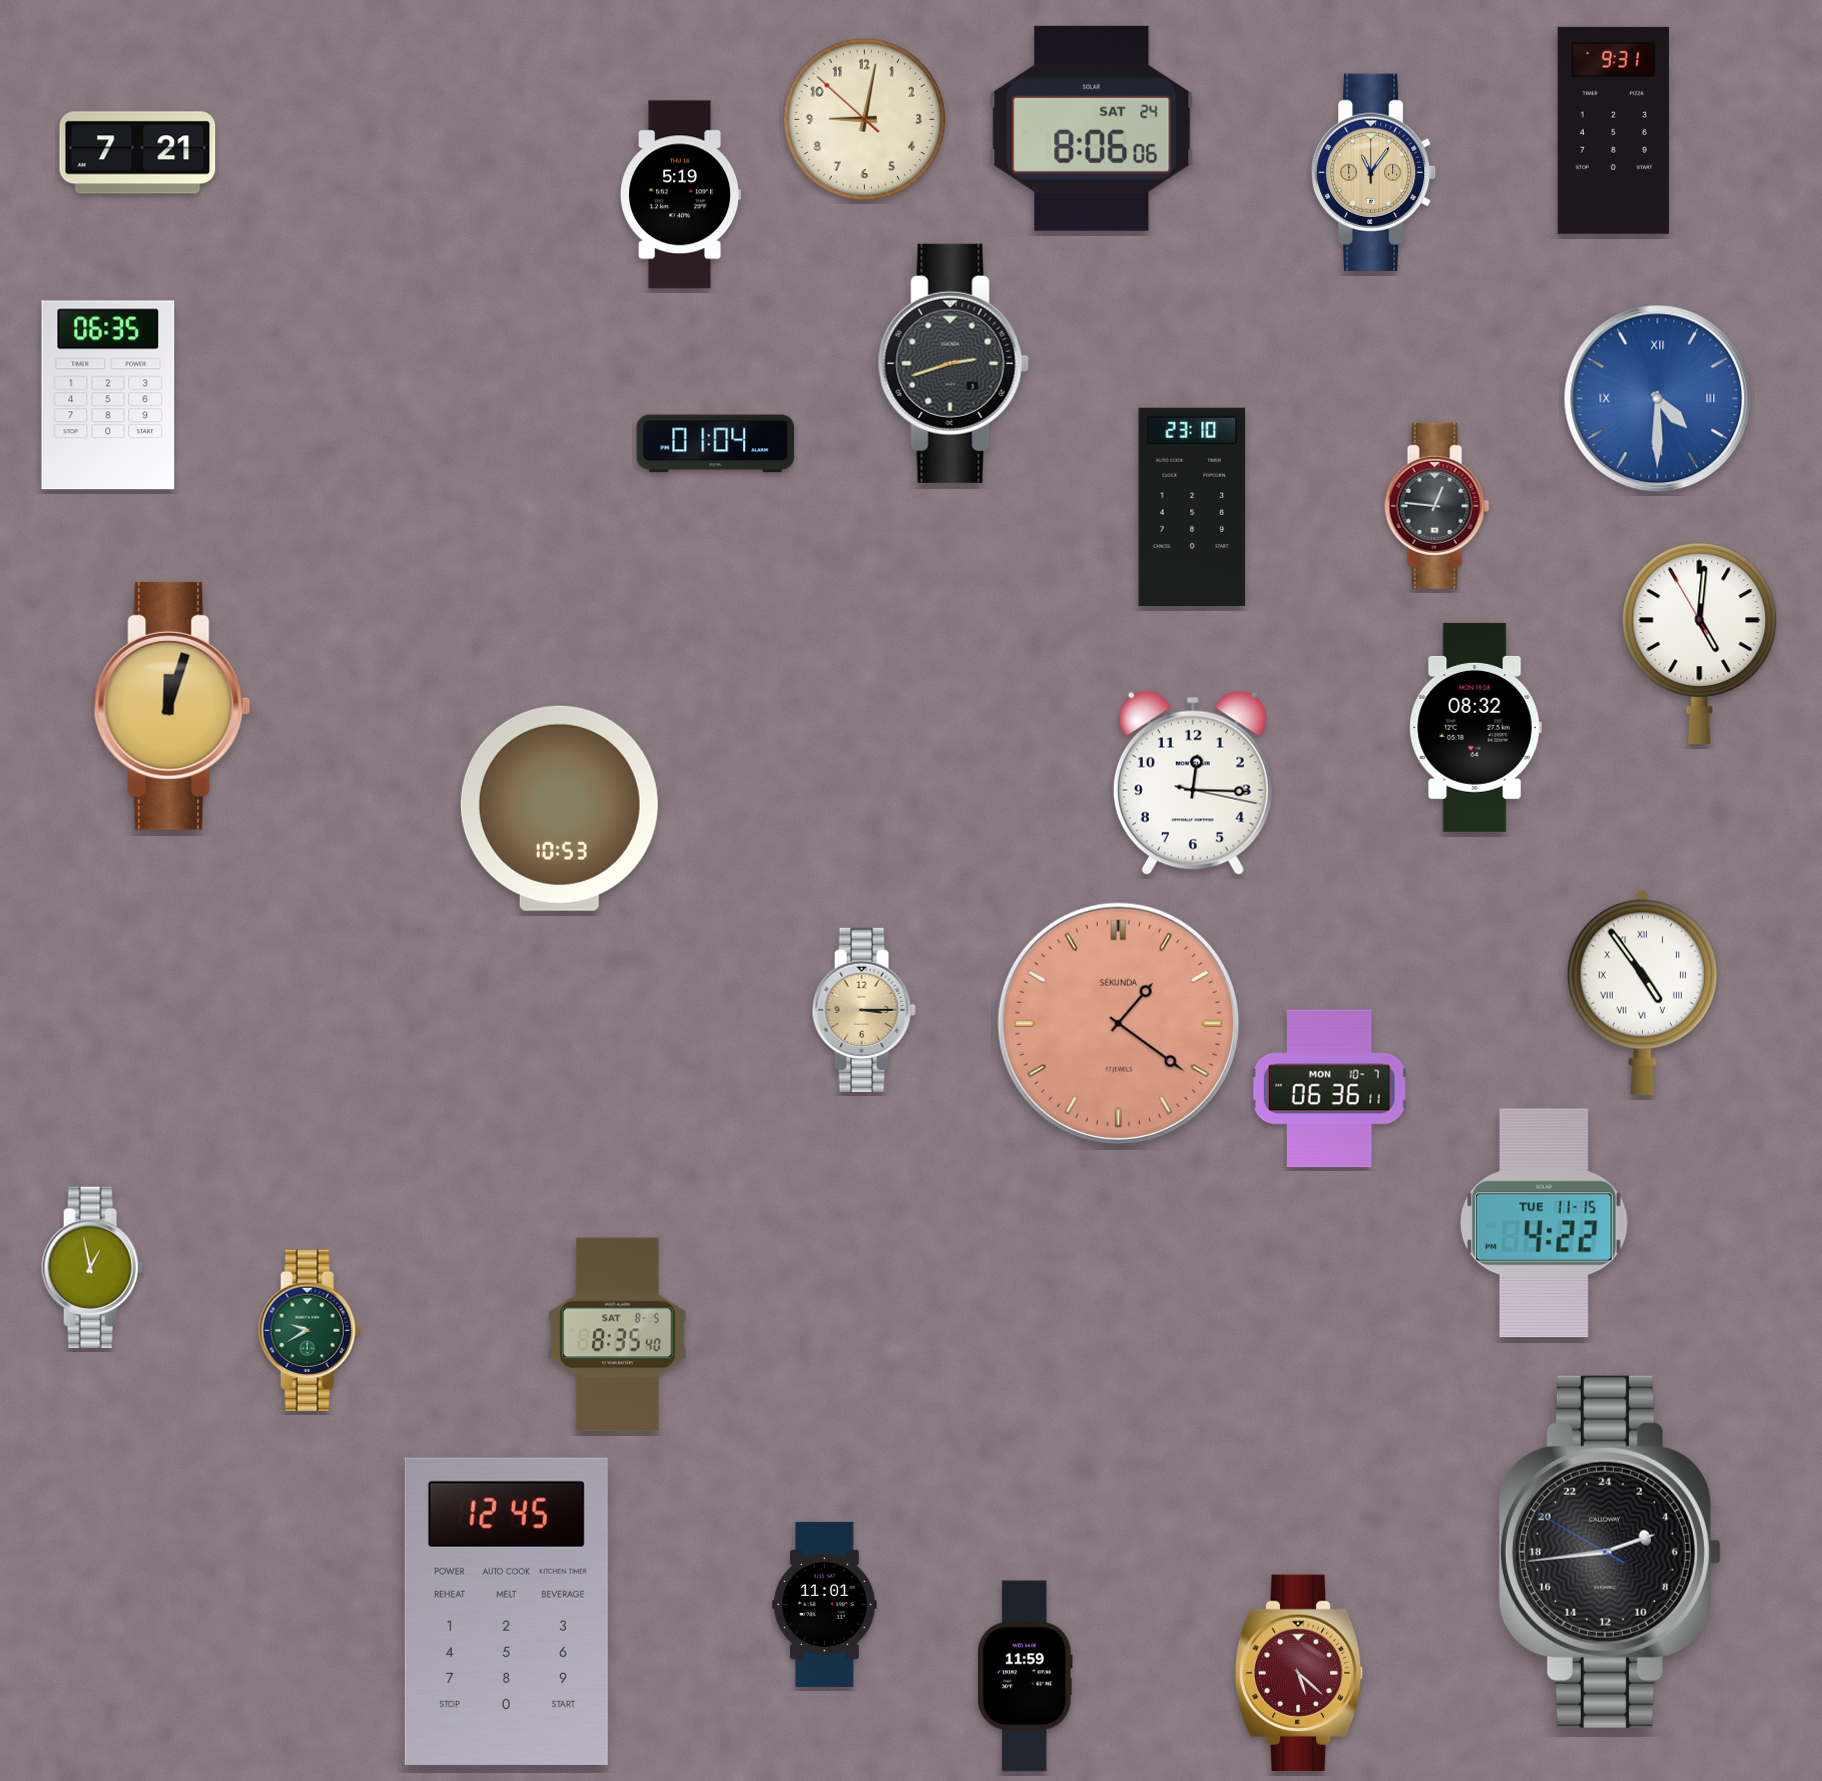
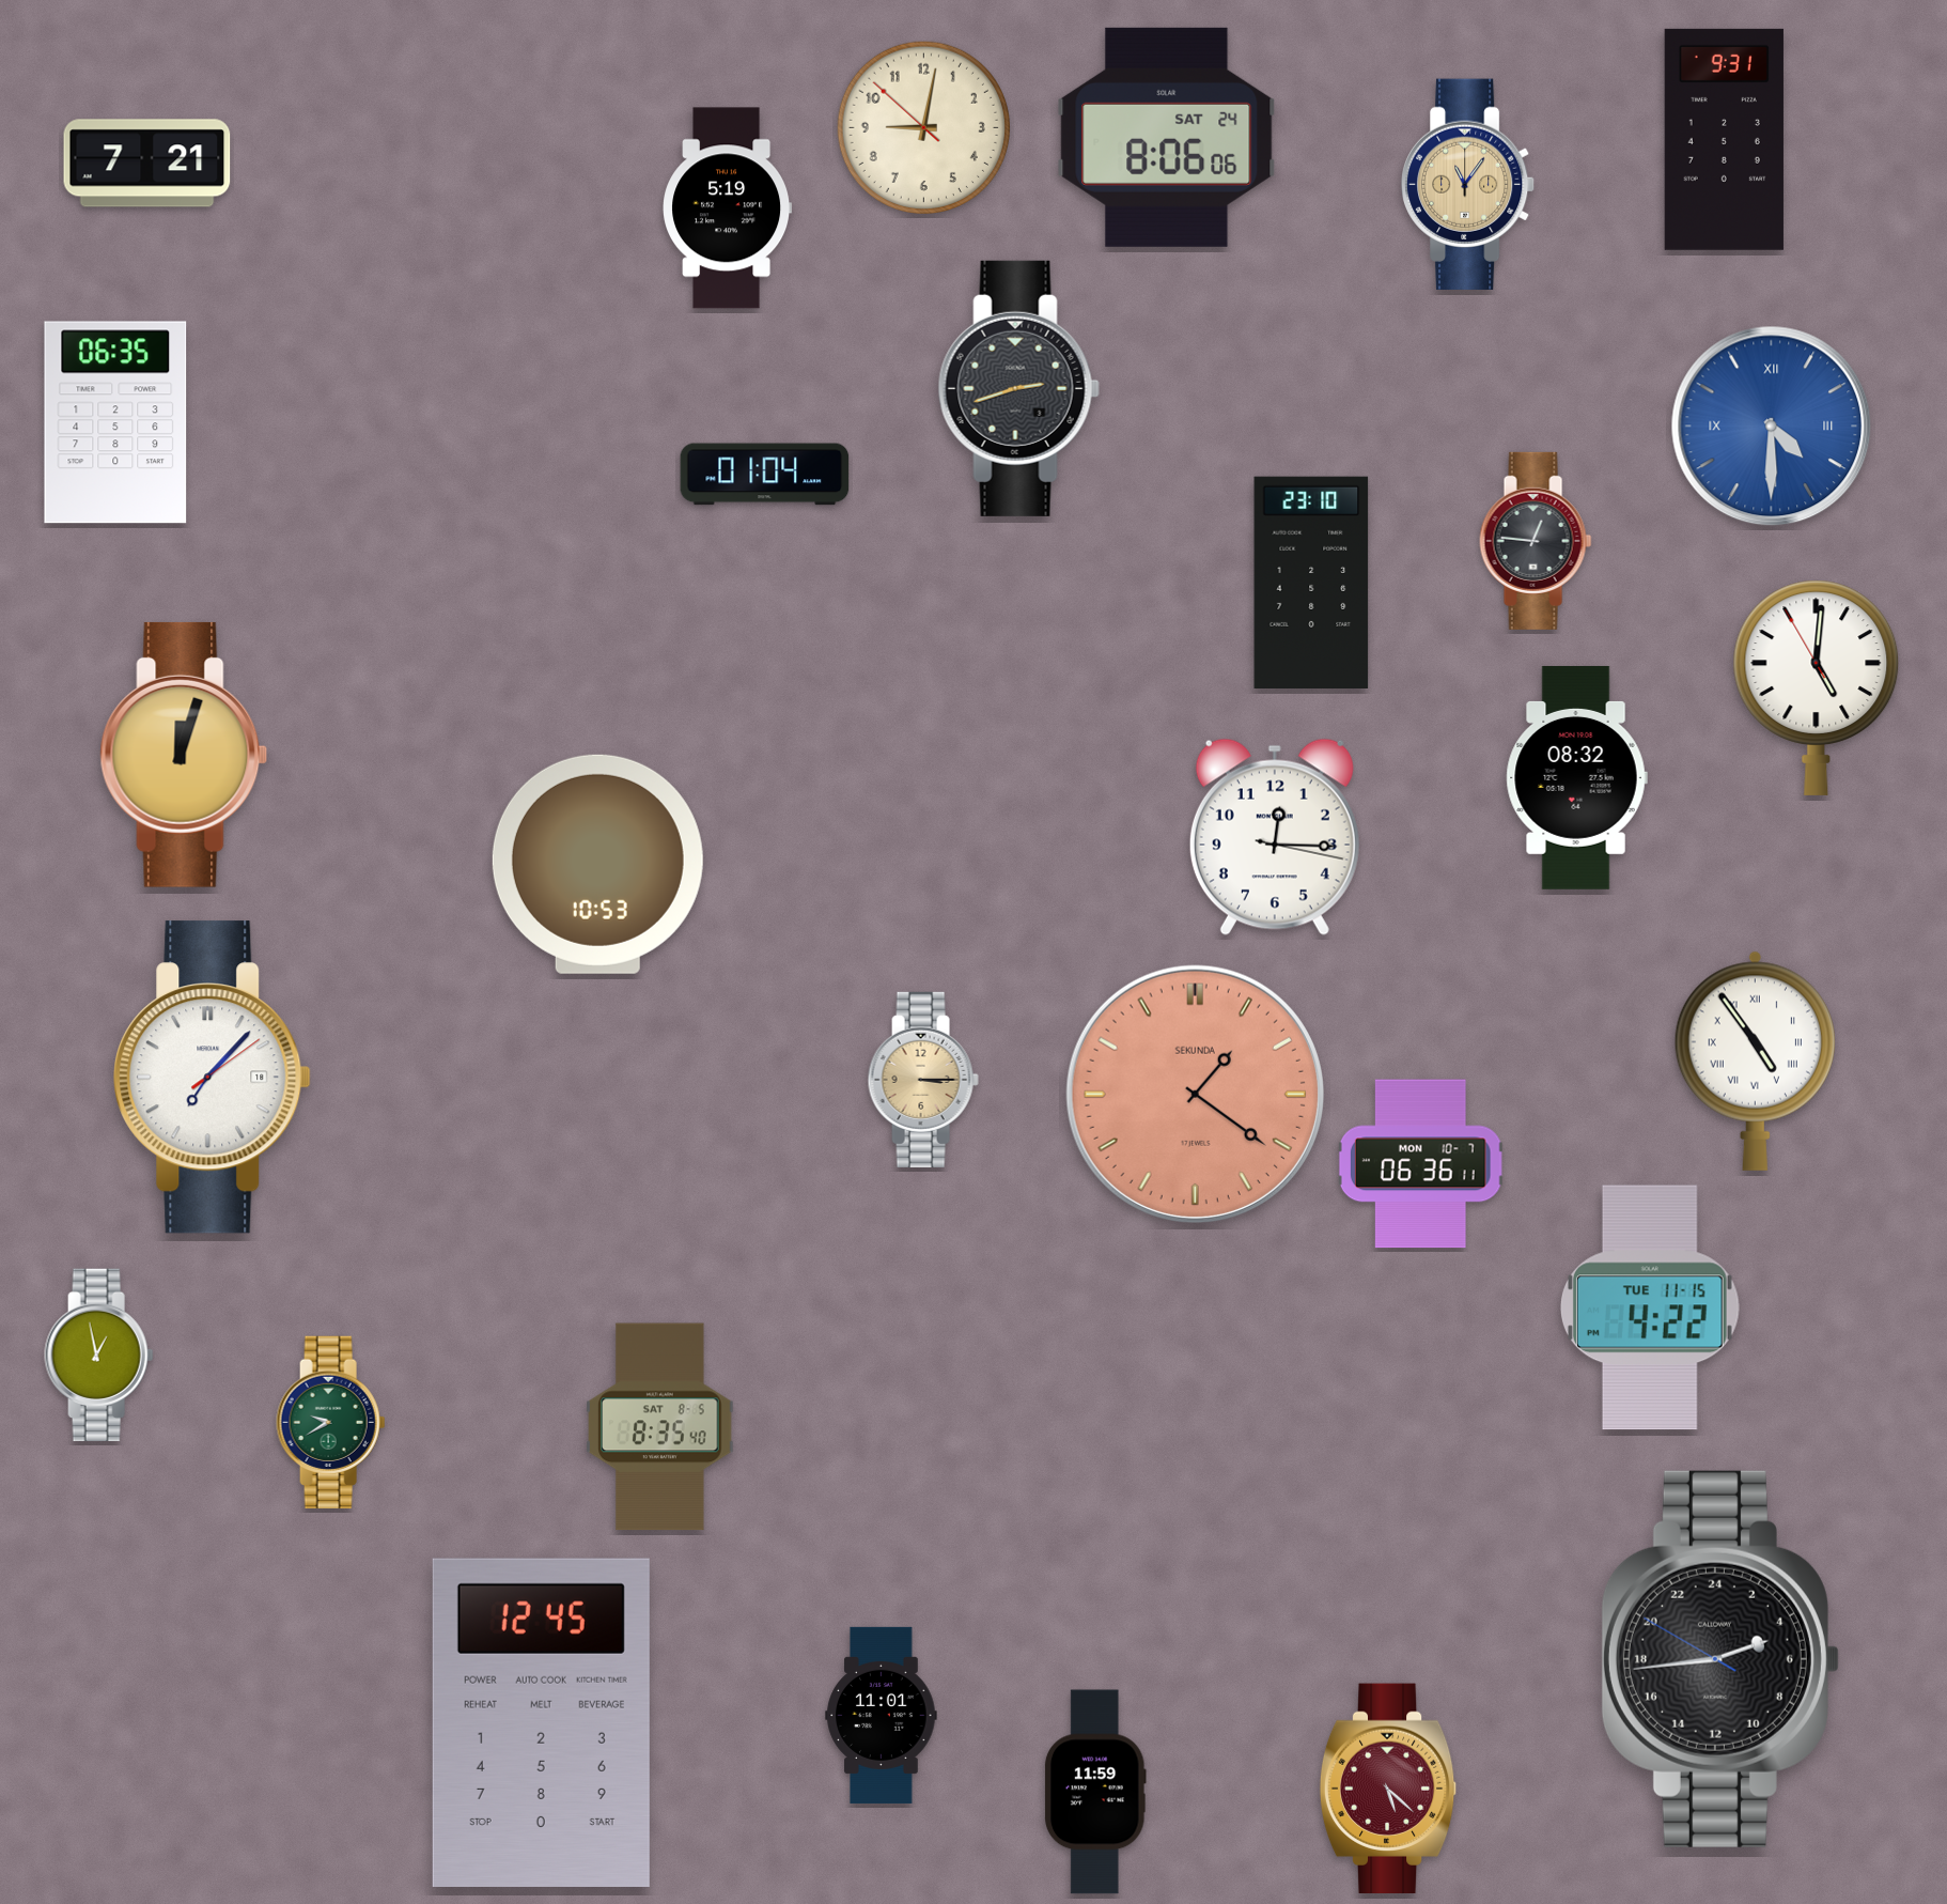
clock at (1192, 506) position: (1192, 506) -> (1311, 582)
clock at (213, 1078): none -> 7:07
